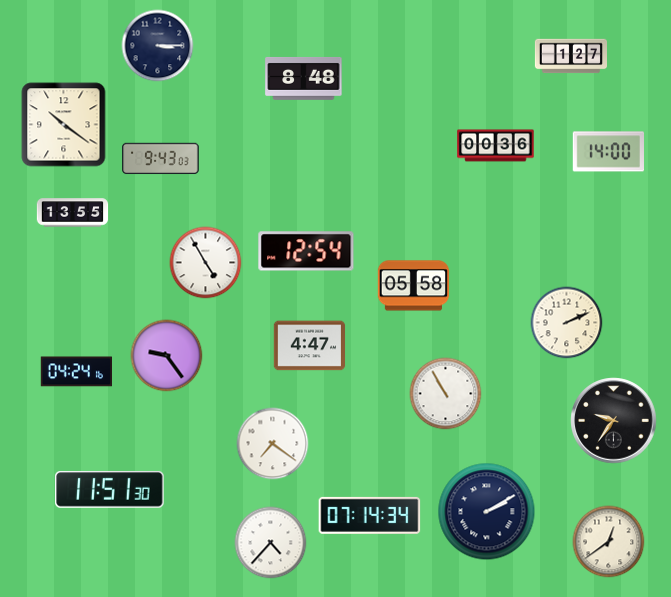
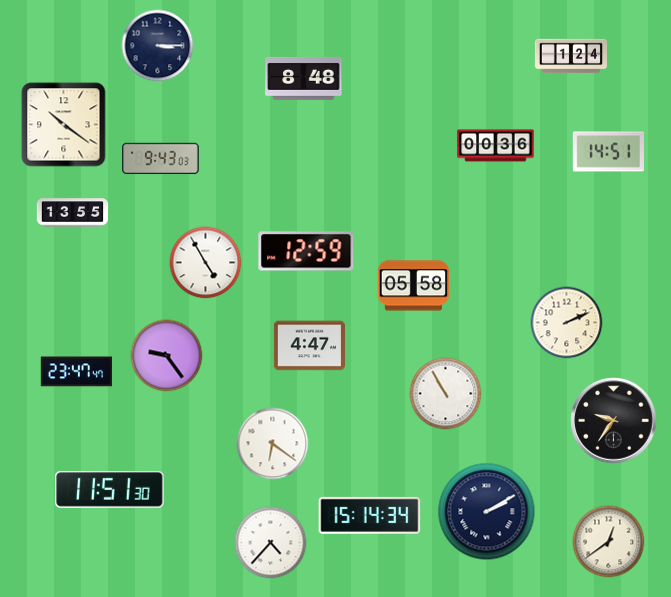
clock at (570, 56): 1:27 -> 1:24
clock at (608, 152): 14:00 -> 14:51
clock at (306, 251): 12:54 -> 12:59
clock at (76, 372): 04:24 -> 23:47
clock at (273, 444): 7:21 -> 6:21
clock at (370, 515): 07:14 -> 15:14
